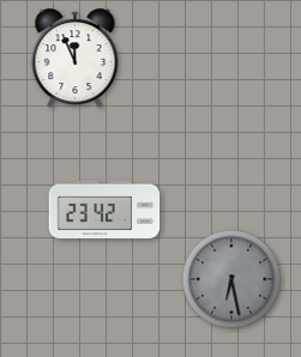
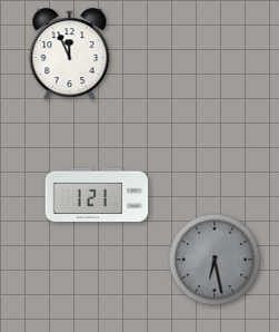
clock at (104, 210): 23:42 -> 1:21
